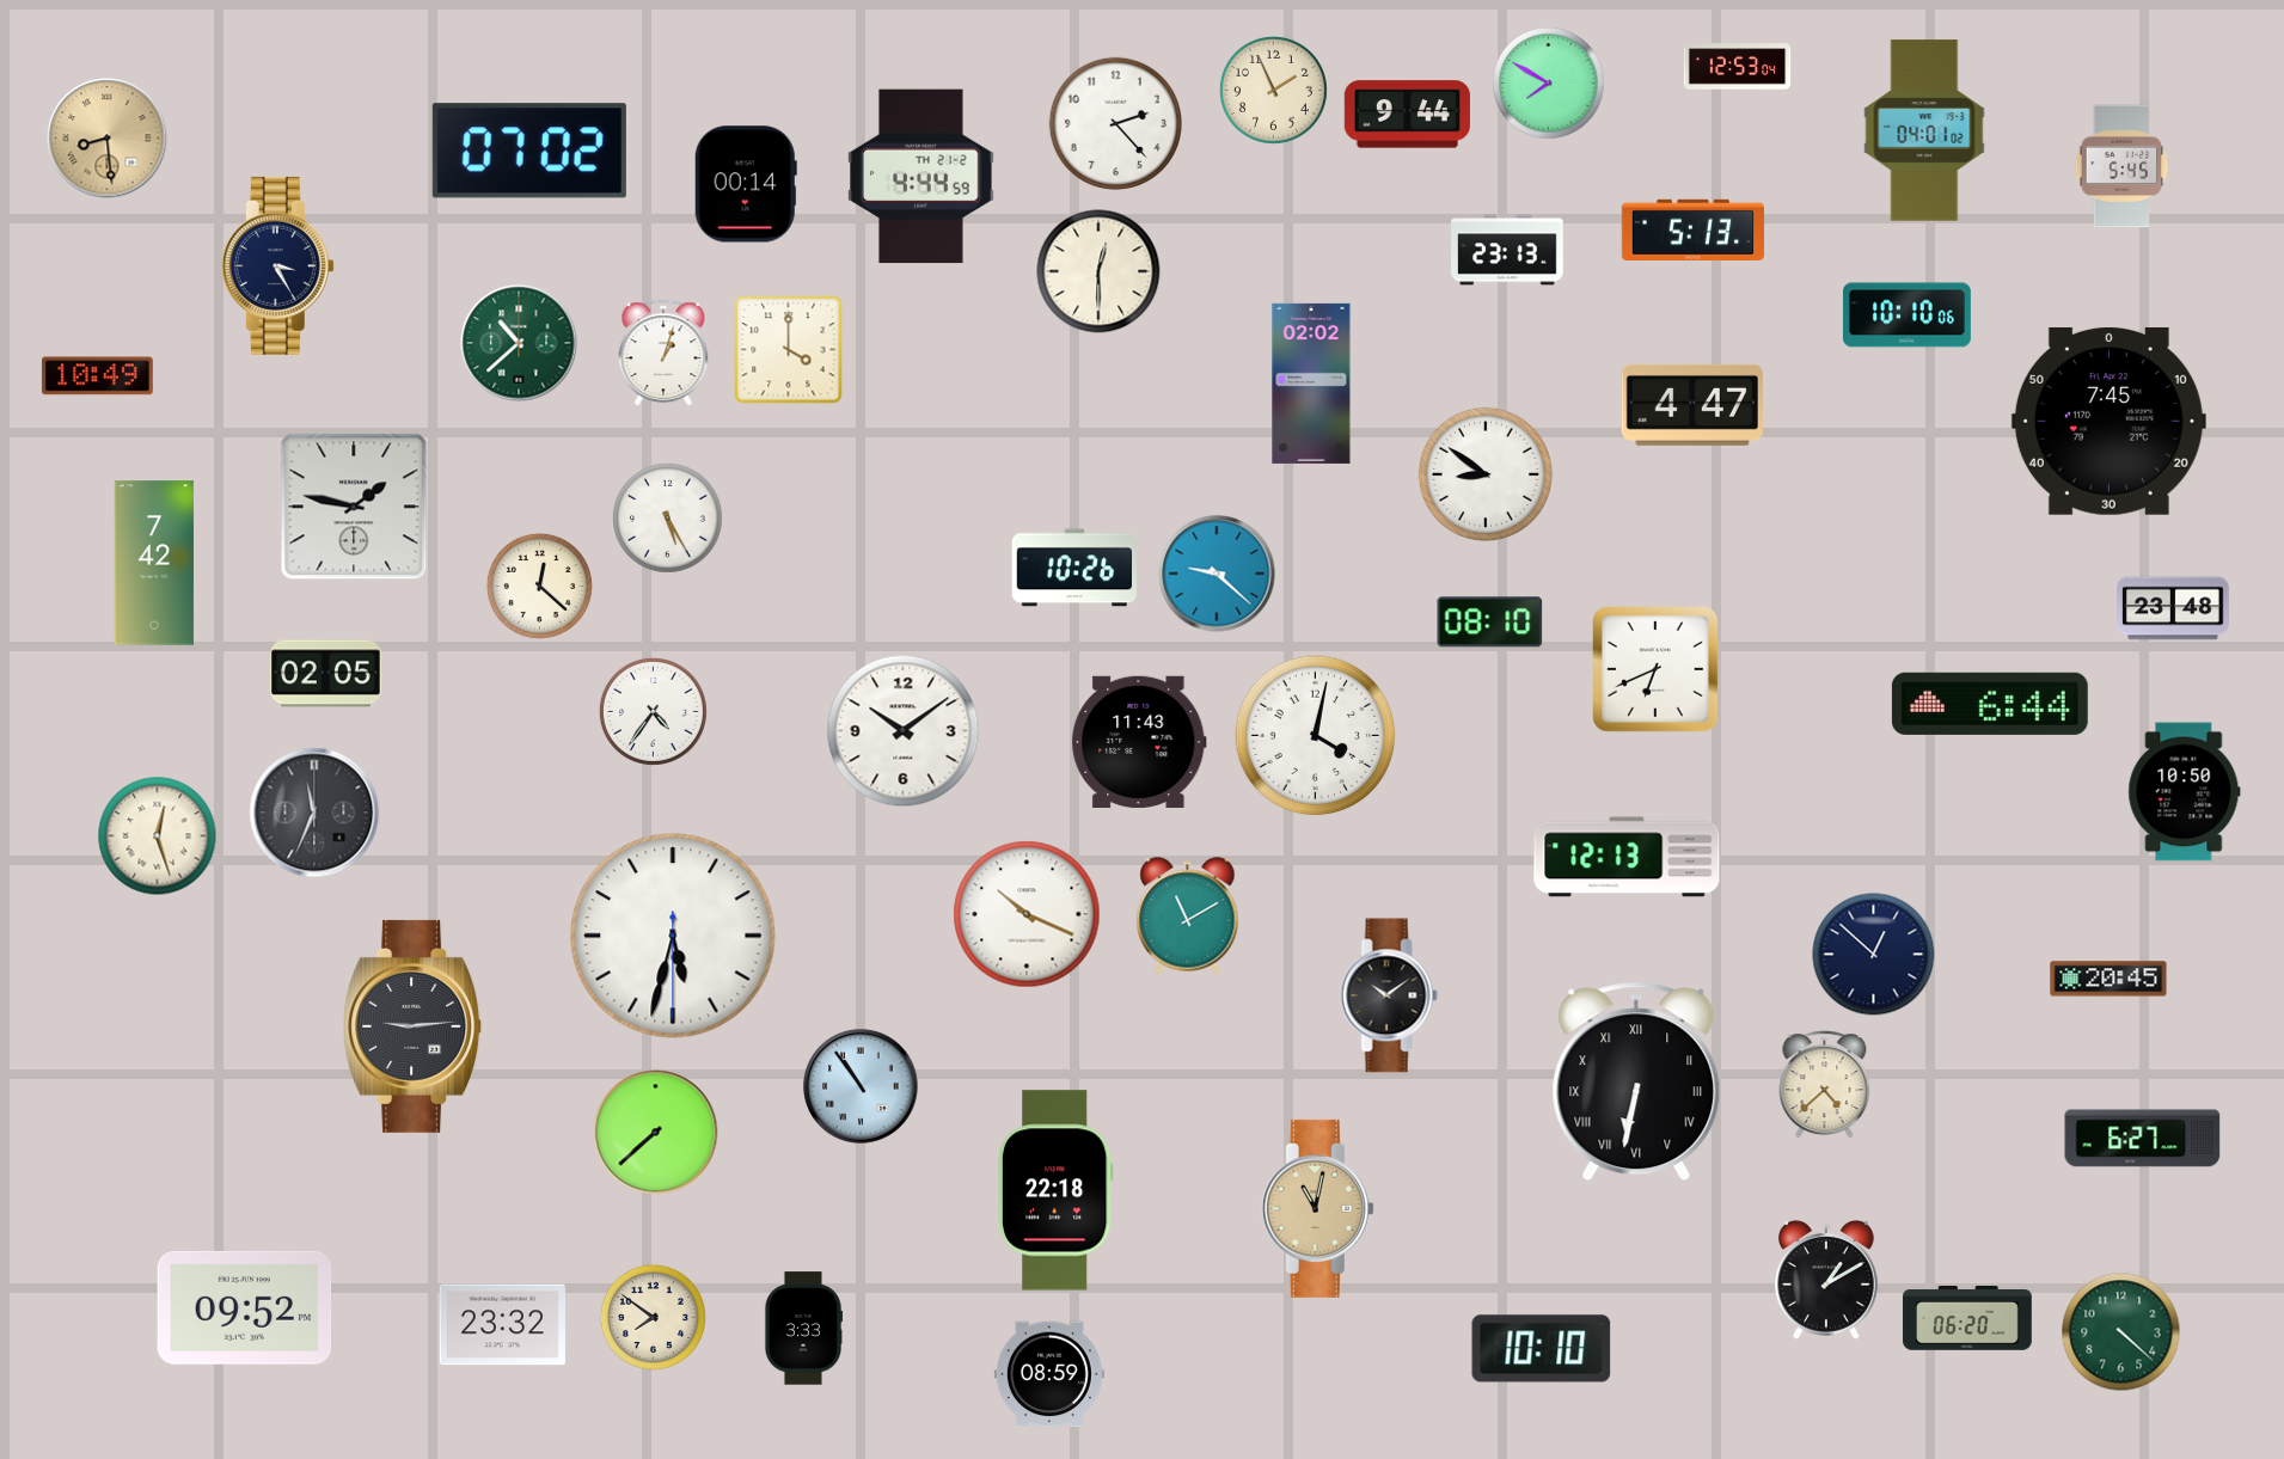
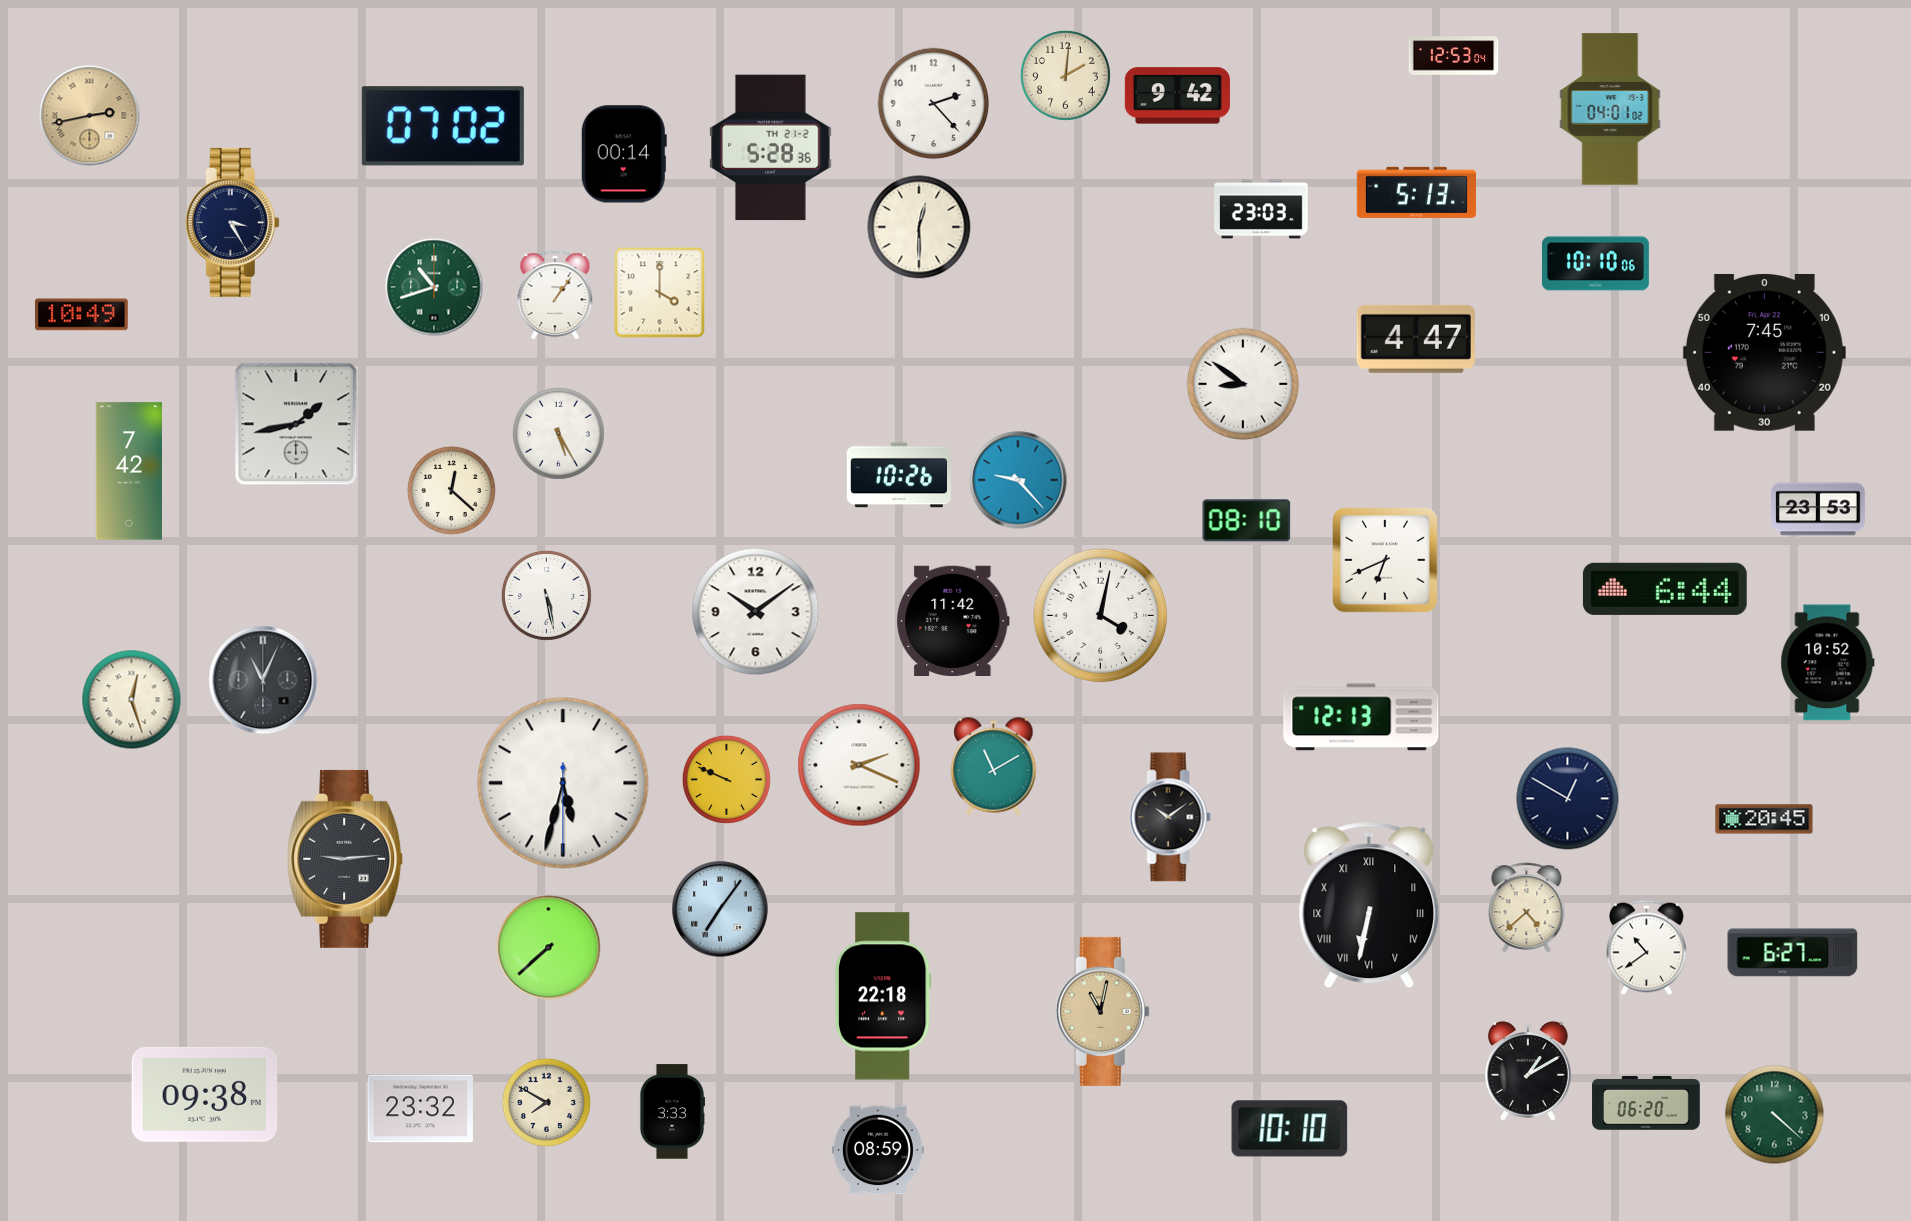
clock at (1549, 84): 7:50 -> none
clock at (1273, 90): 1:56 -> 2:01
clock at (1407, 115): 9:44 -> 9:42
clock at (108, 139): 8:29 -> 2:43
clock at (2121, 166): 5:45 -> none
clock at (921, 177): 4:44 -> 5:28
clock at (1507, 250): 23:13 -> 23:03
clock at (519, 343): 10:38 -> 10:42
clock at (663, 354): 1:03 -> 1:06
clock at (1311, 384): 02:02 -> none
clock at (1486, 474) position: (1486, 474) -> (1243, 384)
clock at (354, 507): 1:47 -> 1:43
clock at (1217, 574): 9:22 -> 9:23
clock at (2173, 608): 23:48 -> 23:53
clock at (325, 674): 02:05 -> none
clock at (653, 711): 4:36 -> 5:28
clock at (1139, 741): 11:43 -> 11:42
clock at (2185, 792): 10:50 -> 10:52
clock at (314, 813): 11:34 -> 11:04
clock at (1027, 914): 10:19 -> 2:19
clock at (726, 779): none -> 9:49
clock at (1874, 955): 12:52 -> 12:50
clock at (1389, 995) position: (1389, 995) -> (1170, 817)
clock at (861, 1086): 10:54 -> 7:06
clock at (1647, 948): none -> 10:39
clock at (245, 1307): 09:52 -> 09:38
clock at (653, 1317): 7:51 -> 7:50
